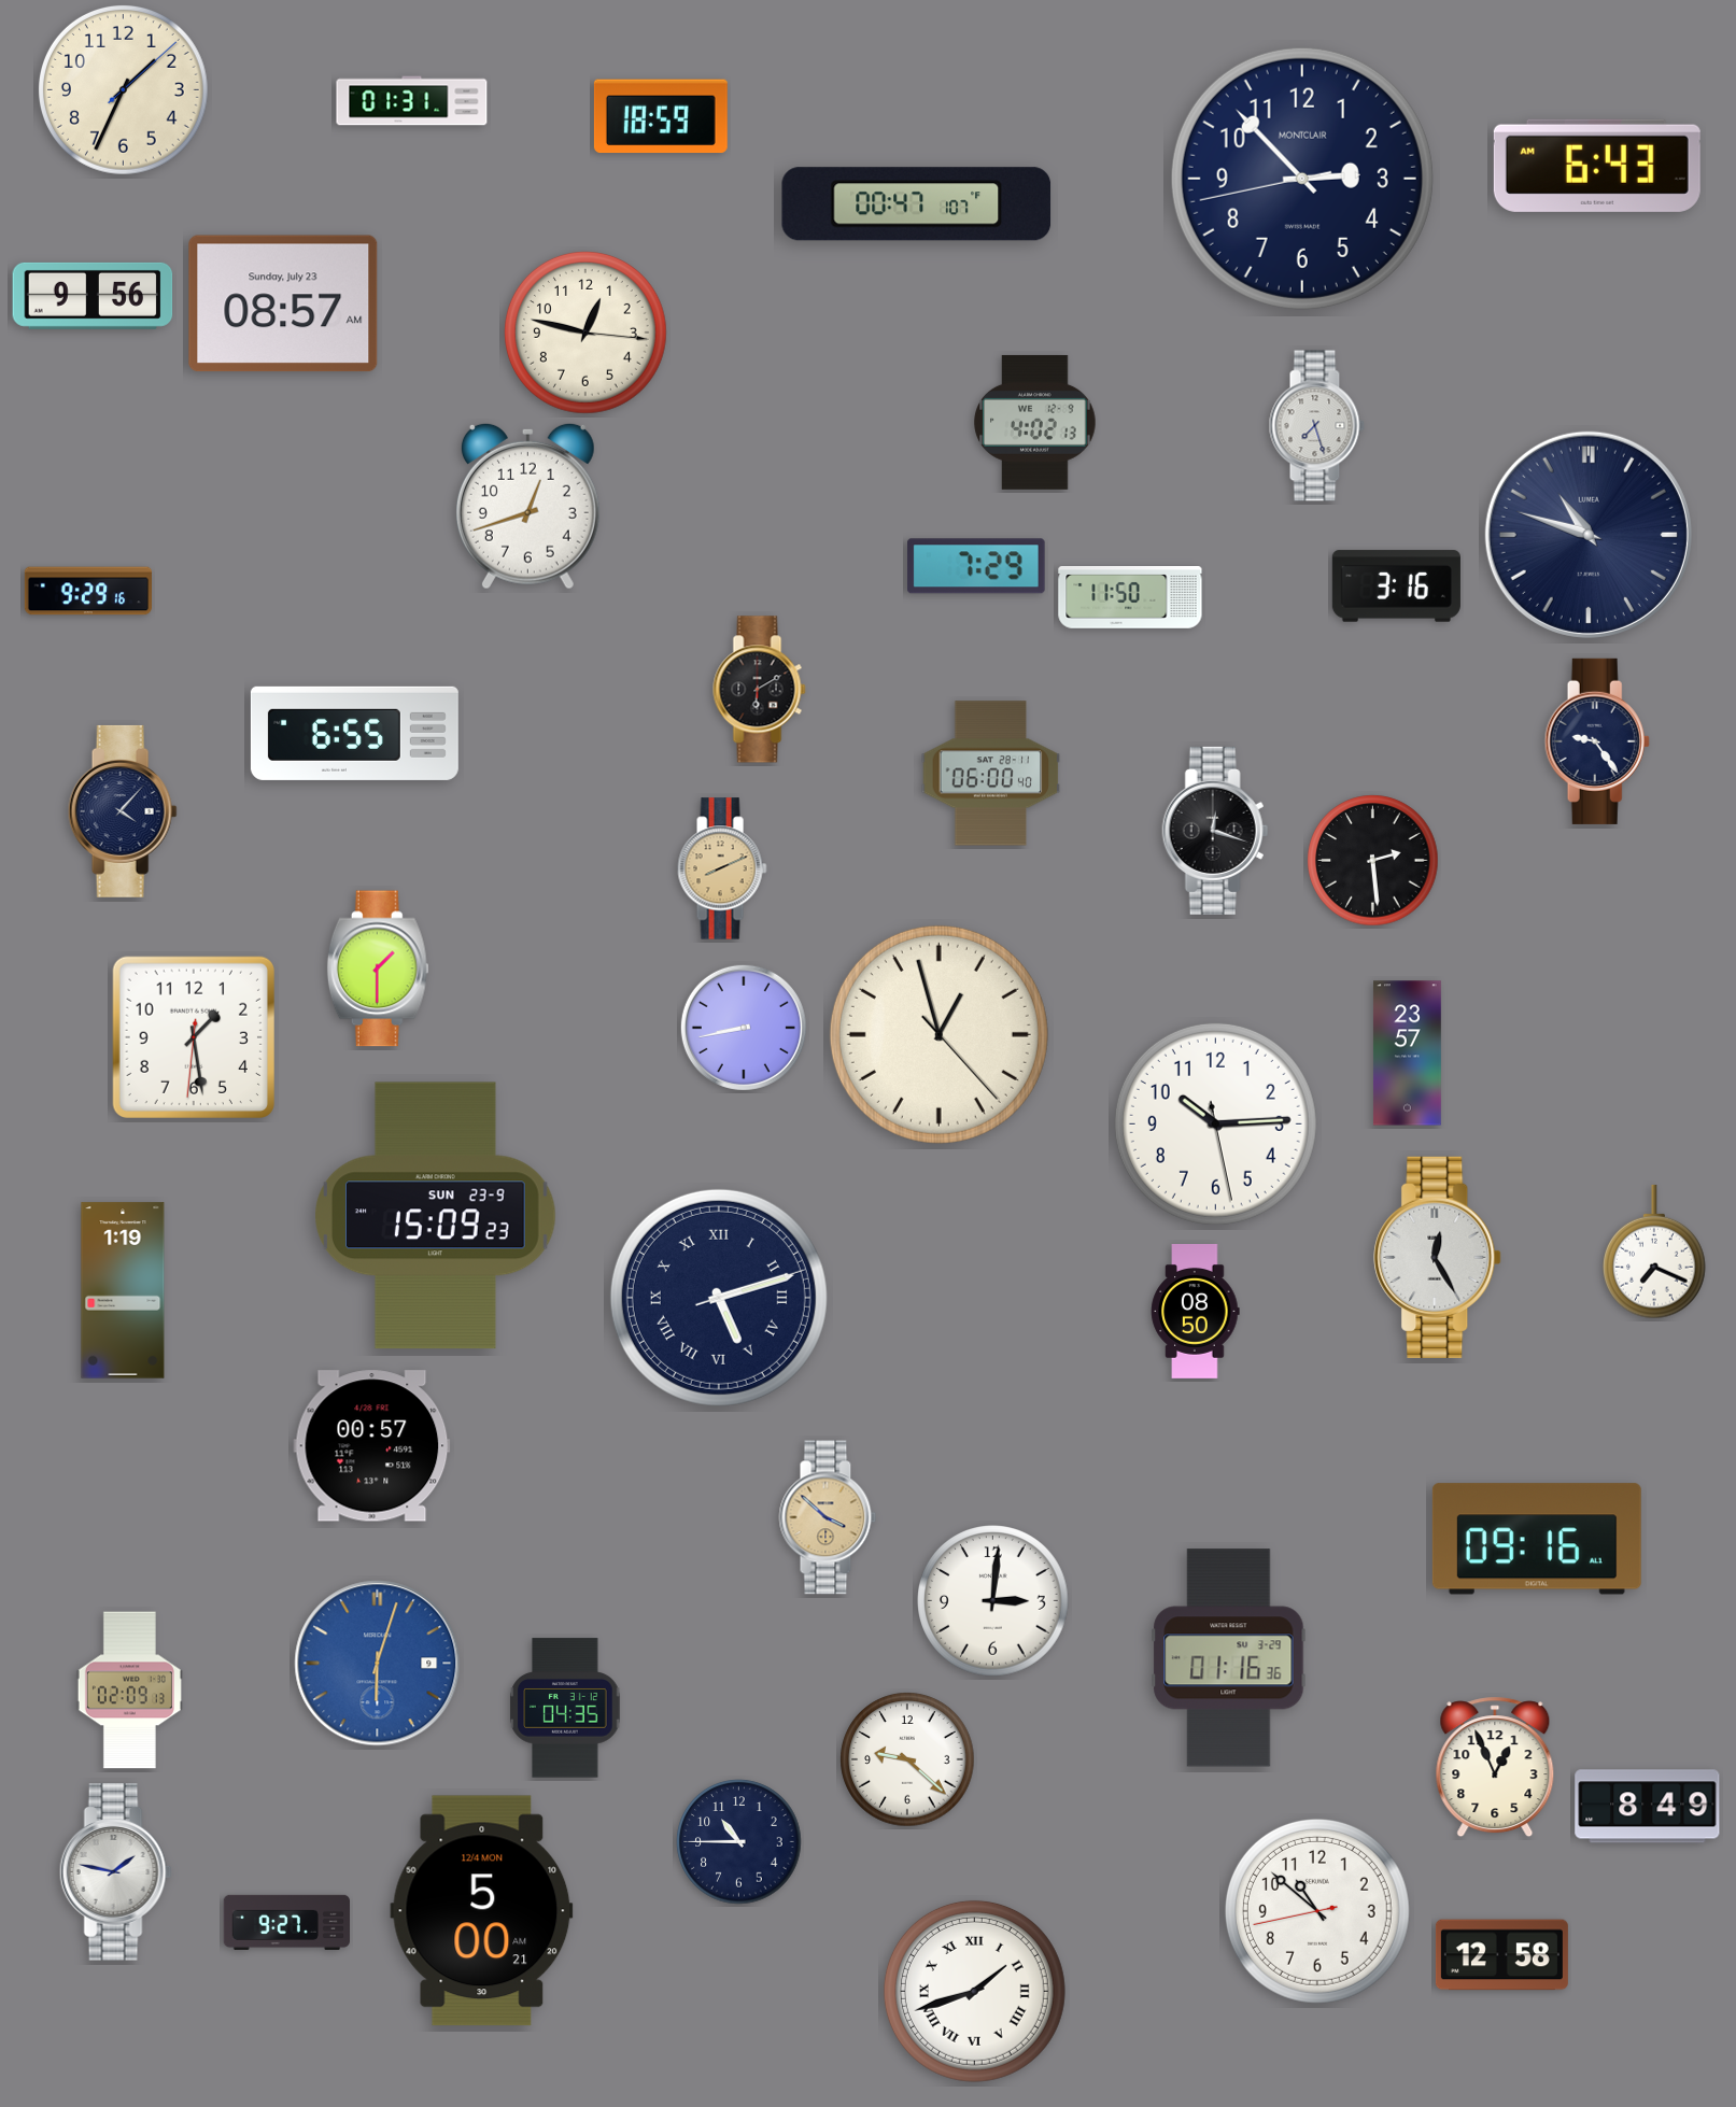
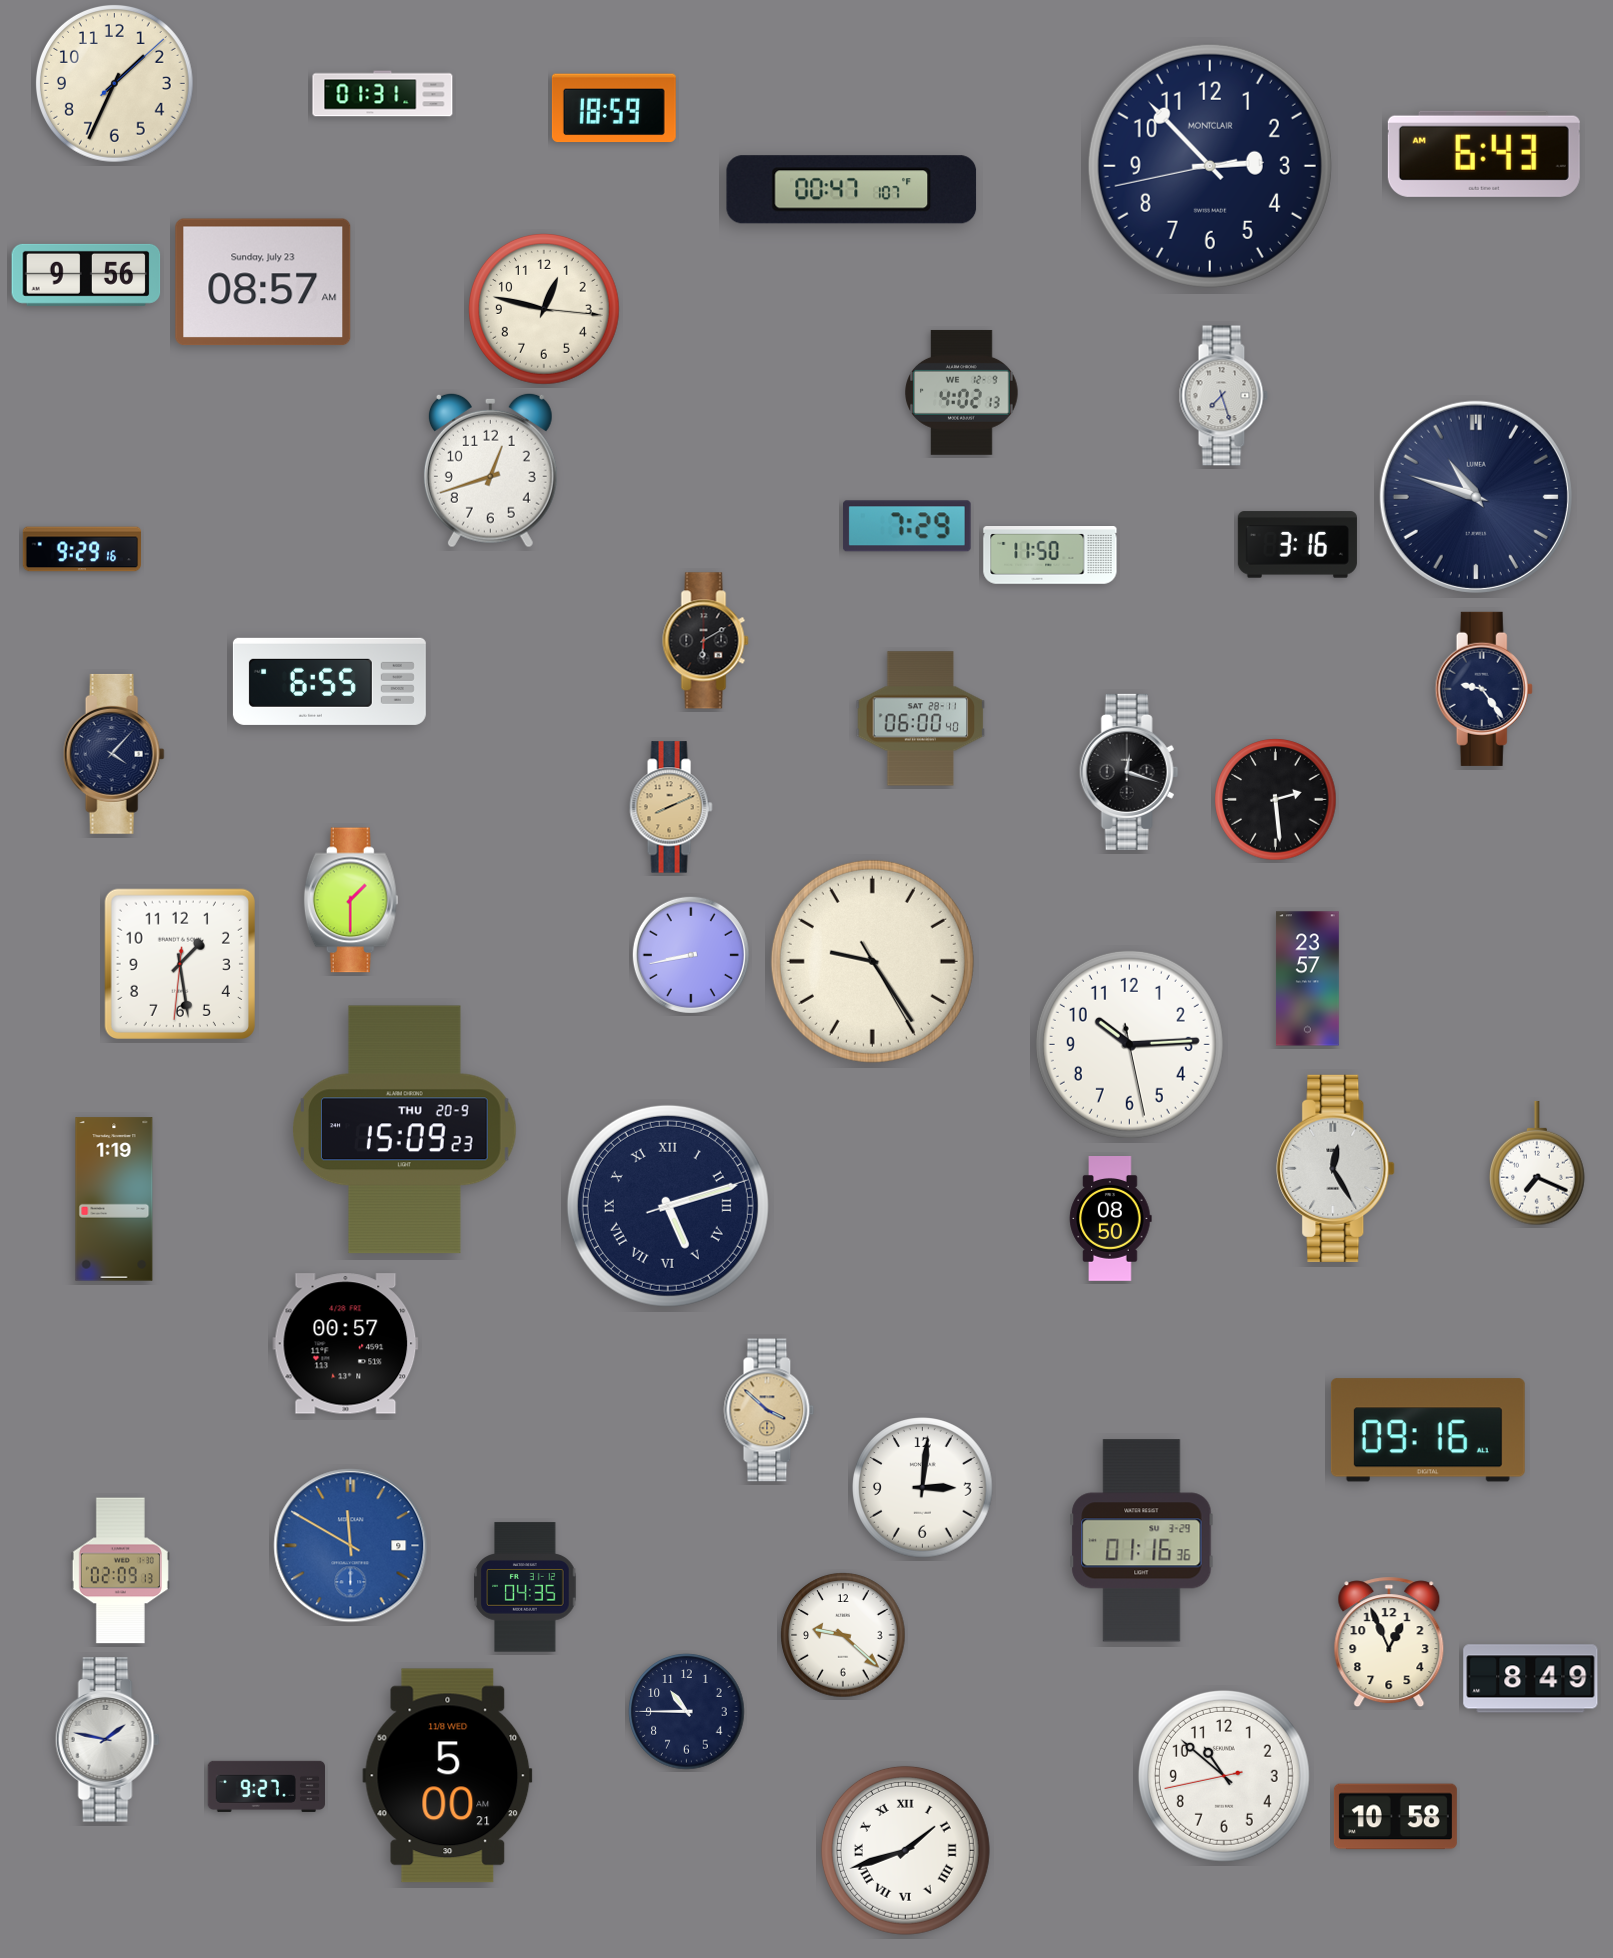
clock at (938, 1034): 12:57 -> 9:24
clock at (436, 1216) date: SUN 23-9 -> THU 20-9
clock at (378, 1664): 6:03 -> 11:50
clock at (482, 1911) date: 12/4 MON -> 11/8 WED
clock at (1501, 1955): 12:58 -> 10:58
